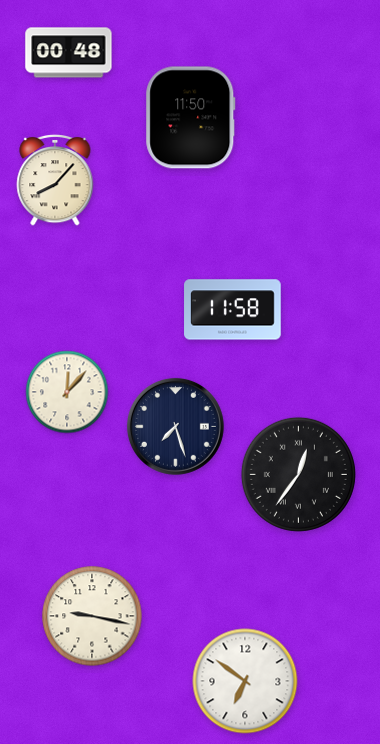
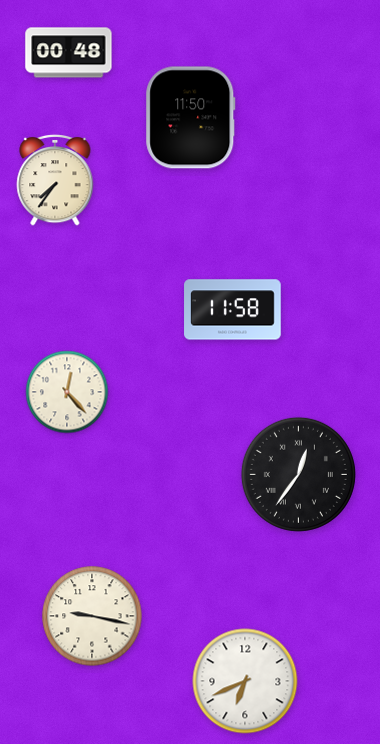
clock at (55, 180): 8:07 -> 7:36
clock at (67, 392): 12:07 -> 12:23
clock at (175, 426): 7:27 -> none
clock at (245, 681): 6:51 -> 6:41
